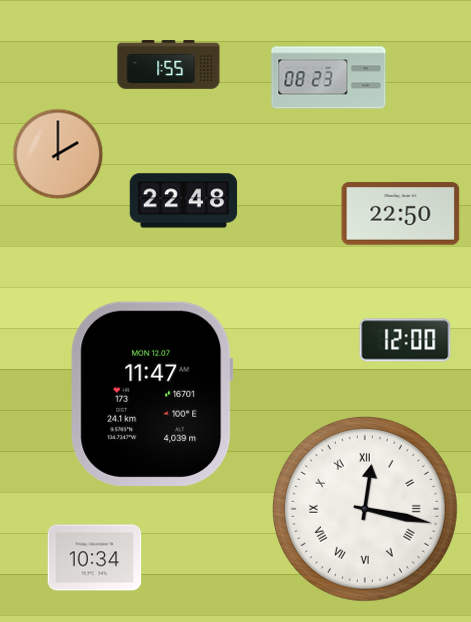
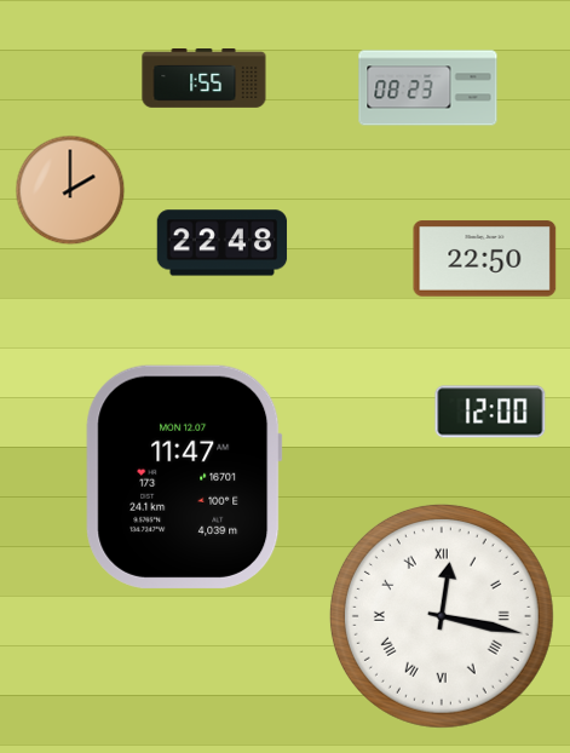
clock at (329, 78) position: (329, 78) -> (428, 88)
clock at (58, 154) position: (58, 154) -> (70, 190)
clock at (95, 558): 10:34 -> none
